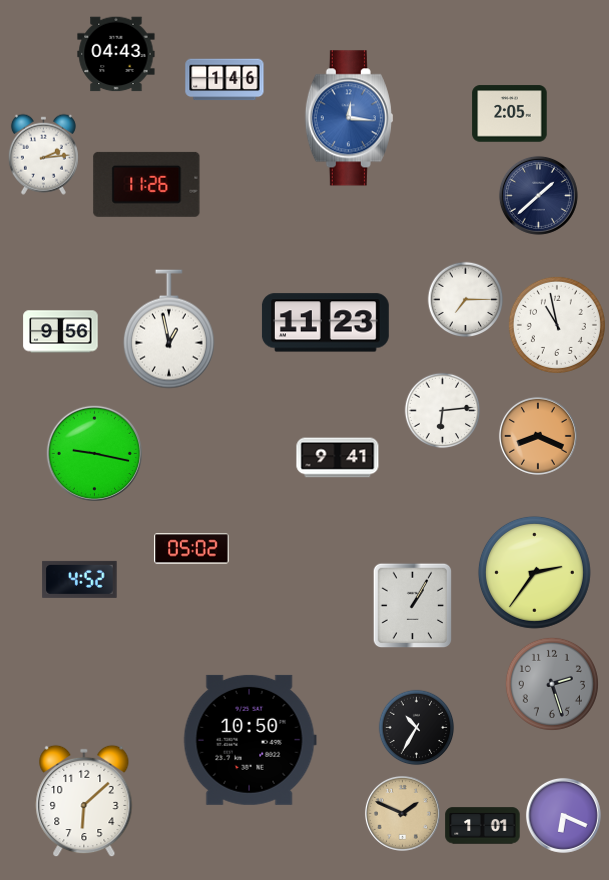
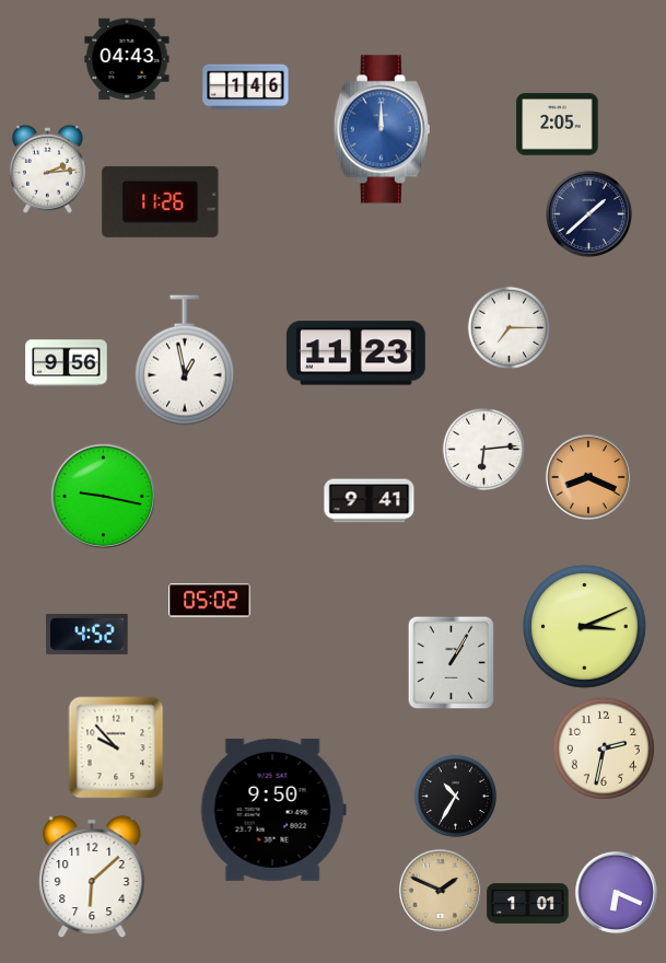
clock at (349, 118): 12:16 -> 12:00
clock at (557, 325): 10:58 -> none
clock at (534, 572): 2:36 -> 3:11
clock at (116, 747): none -> 9:53
clock at (552, 684): 2:27 -> 2:32
clock at (552, 684) dial: grey -> cream
clock at (250, 740): 10:50 -> 9:50
